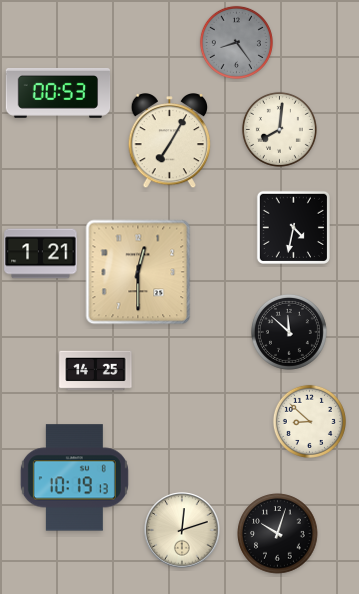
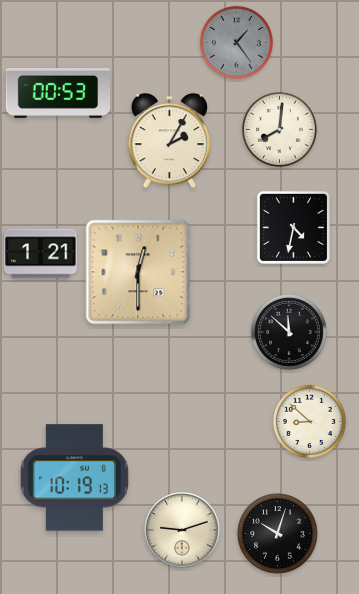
clock at (236, 42): 8:24 -> 1:24
clock at (170, 141): 7:05 -> 2:05
clock at (96, 371): 14:25 -> none
clock at (182, 530): 12:12 -> 9:12
